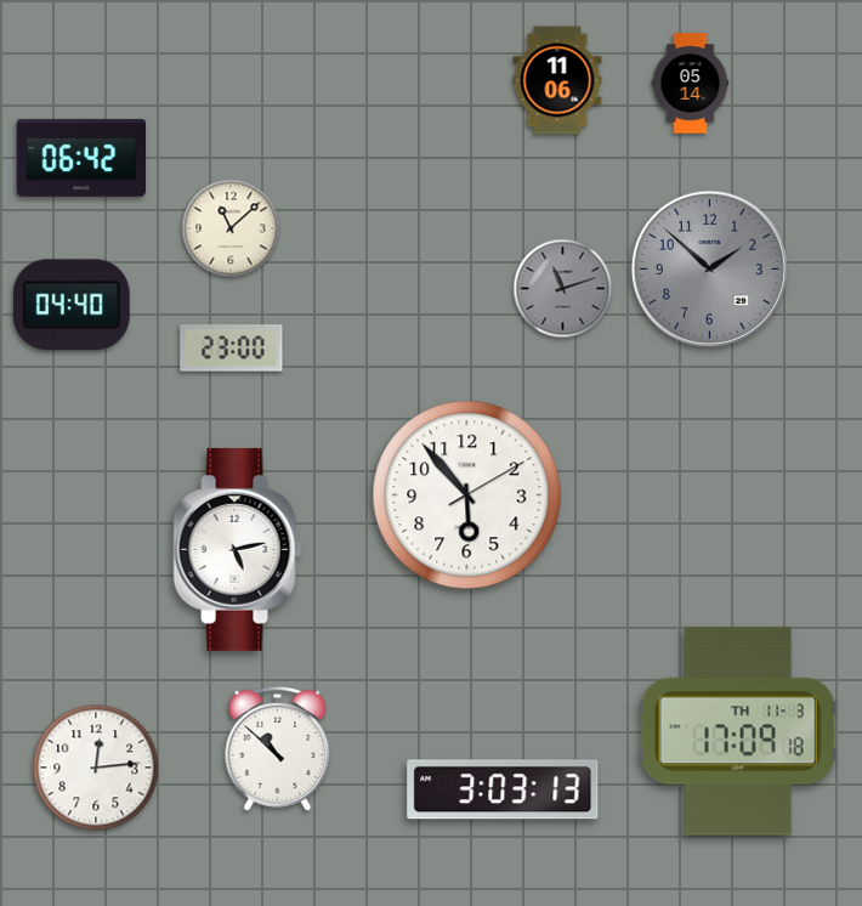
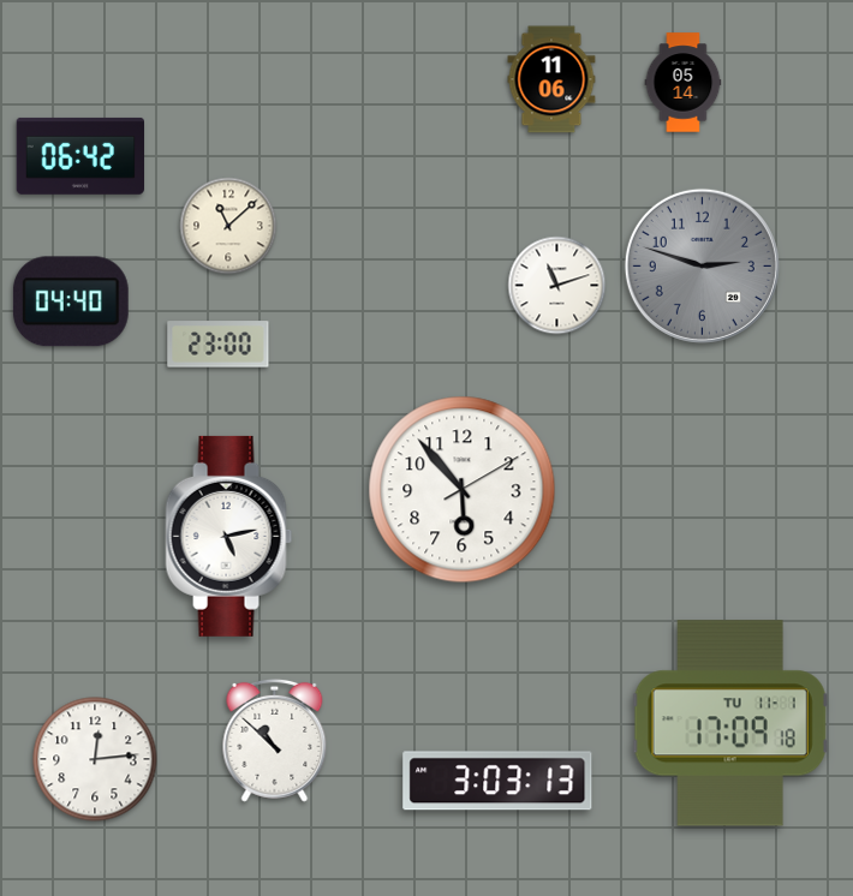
clock at (709, 268): 1:52 -> 2:48
clock at (563, 289) dial: grey -> white
clock at (232, 349) position: (232, 349) -> (219, 345)
clock at (238, 549) position: (238, 549) -> (229, 536)
clock at (738, 731) date: TH 11-3 -> TU 11-1
